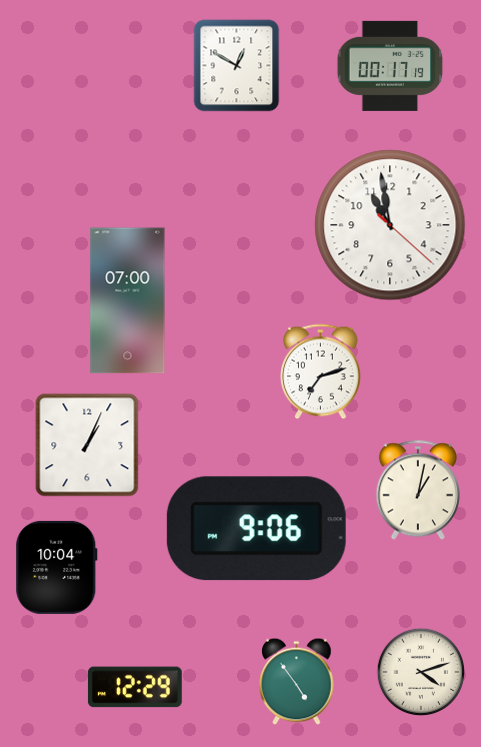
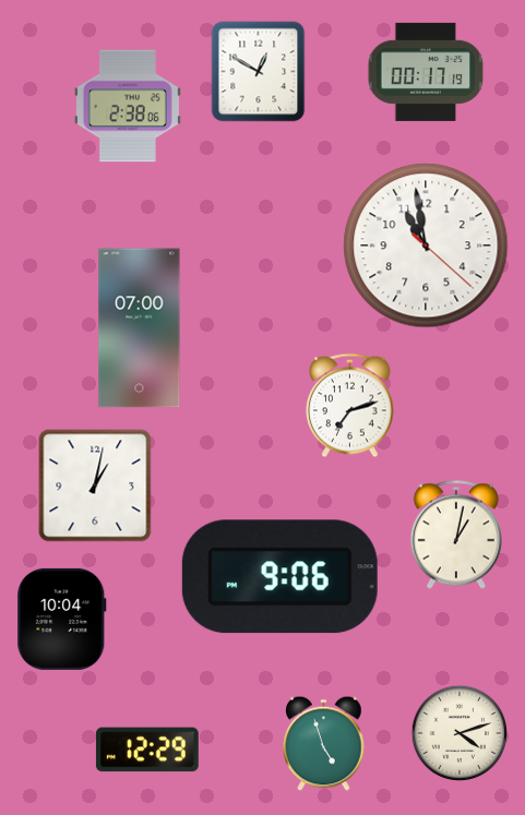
clock at (128, 106): none -> 2:38
clock at (87, 445): 1:04 -> 1:02
clock at (297, 682): 4:54 -> 4:57
